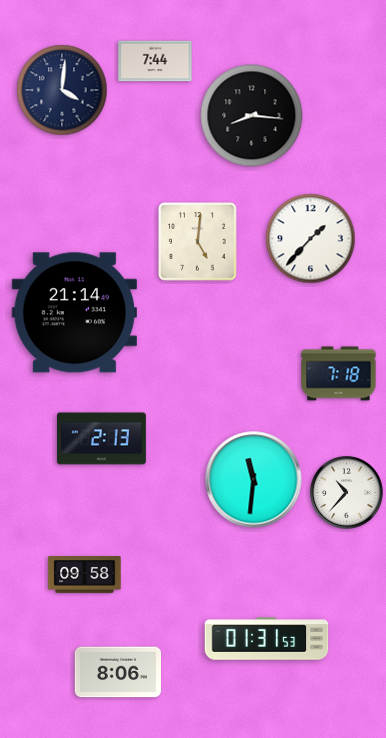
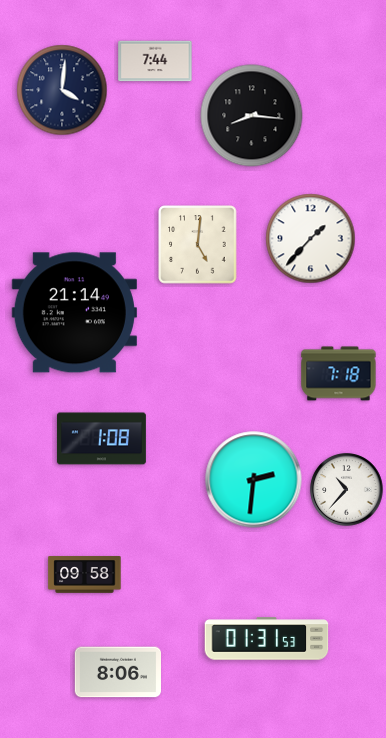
clock at (198, 242) position: (198, 242) -> (198, 245)
clock at (101, 439): 2:13 -> 1:08
clock at (254, 480): 11:31 -> 2:31
clock at (347, 493) position: (347, 493) -> (347, 490)
